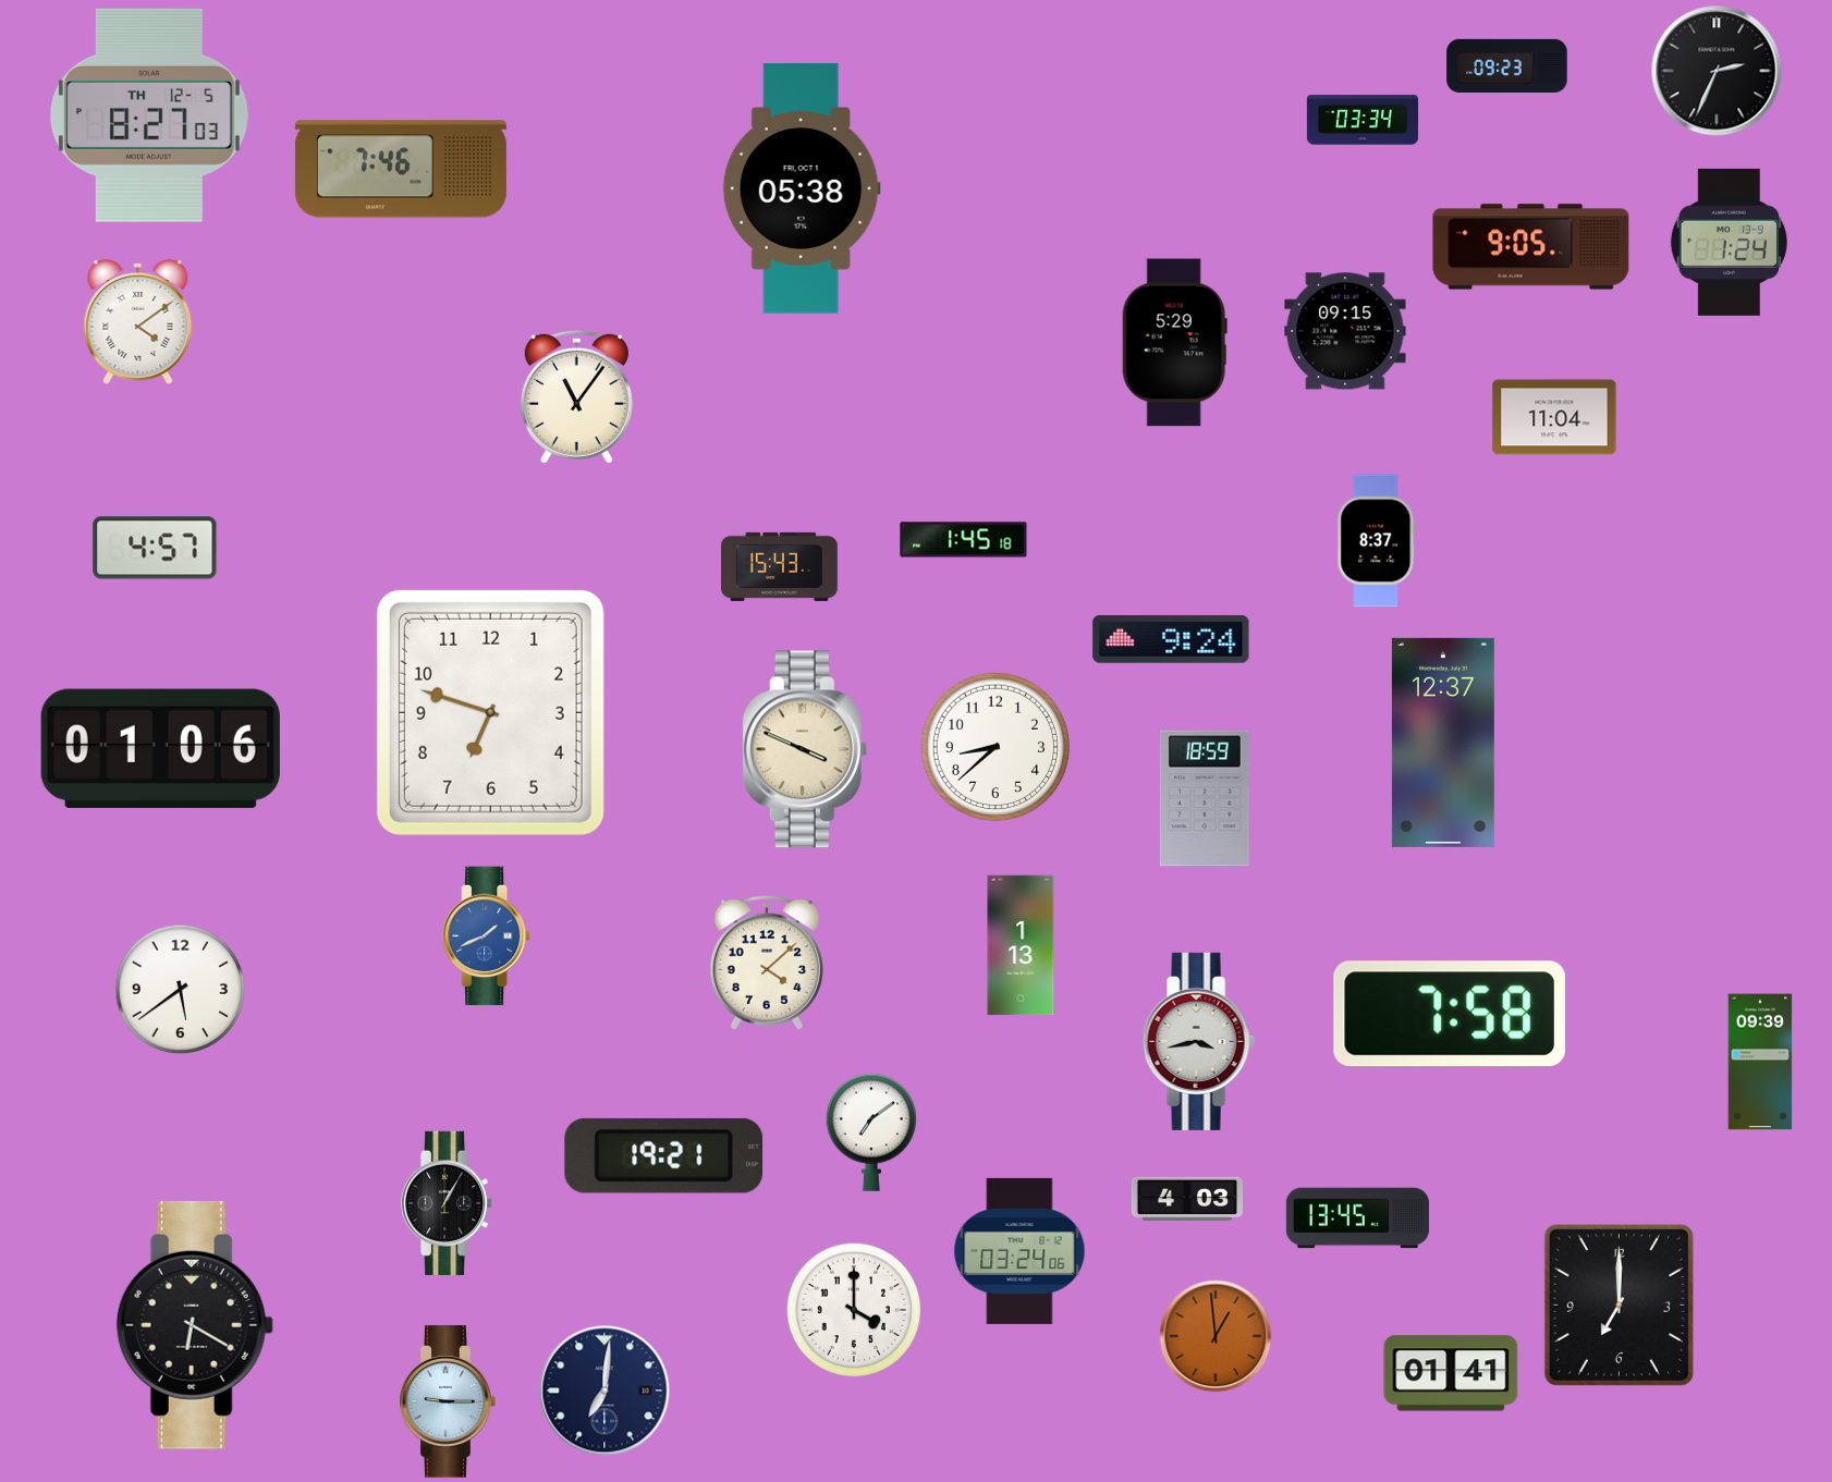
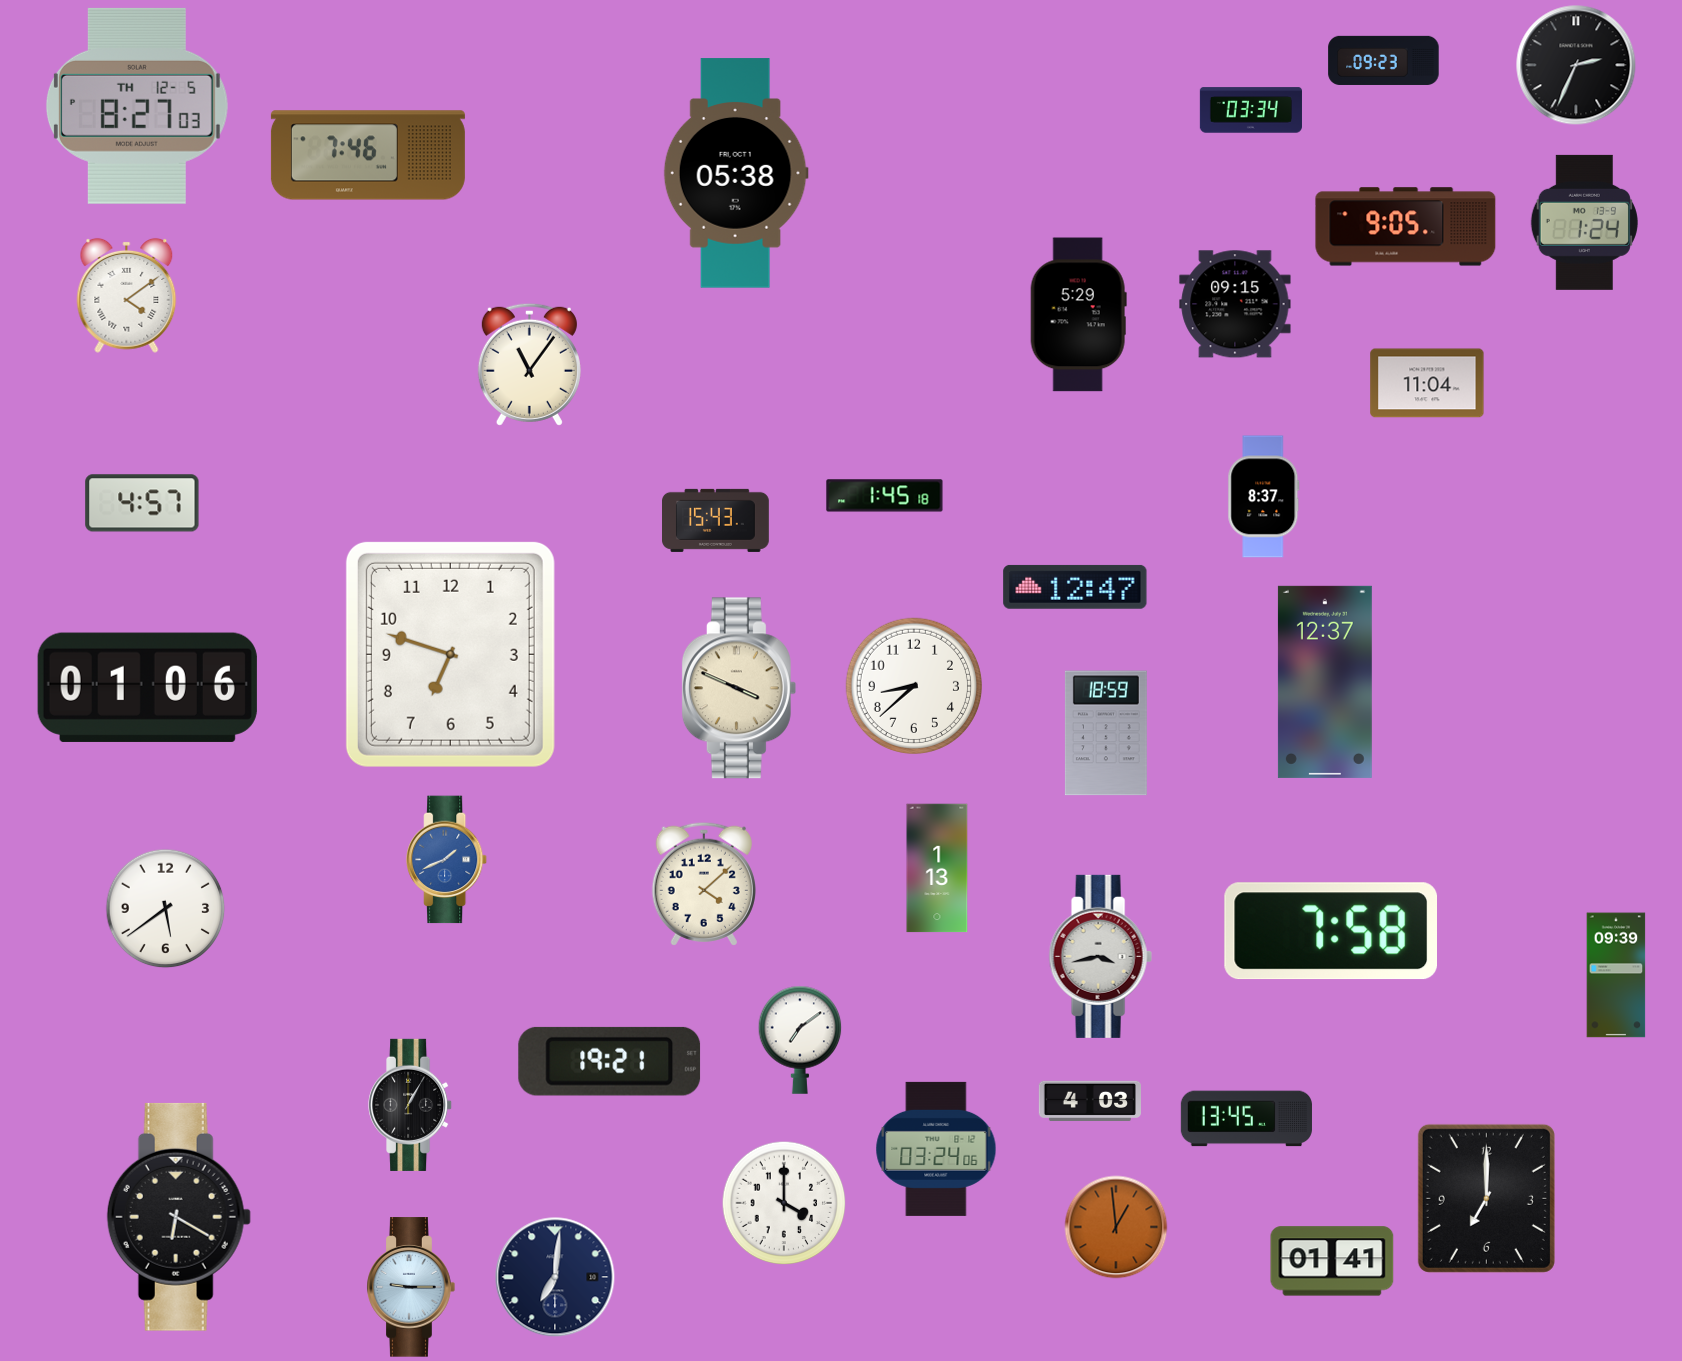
clock at (1729, 242) position: (1729, 242) -> (1584, 222)
clock at (1171, 639): 9:24 -> 12:47
